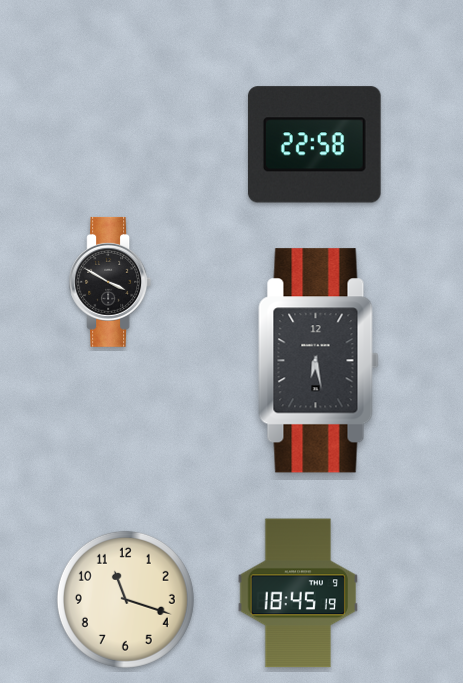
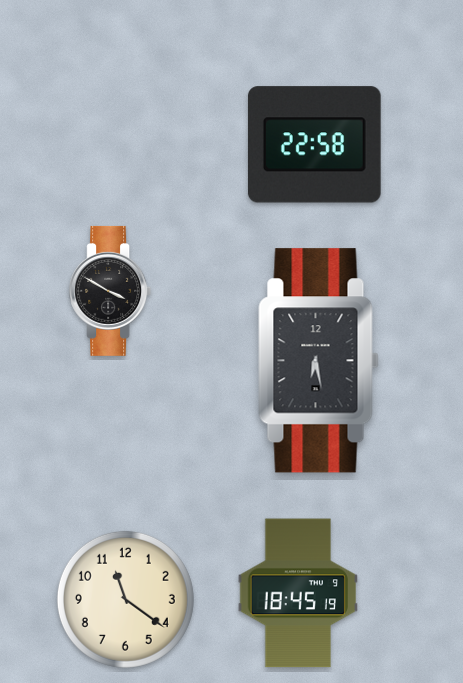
clock at (110, 282) position: (110, 282) -> (110, 291)
clock at (125, 599): 11:18 -> 11:21
